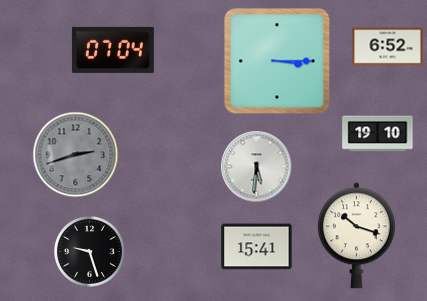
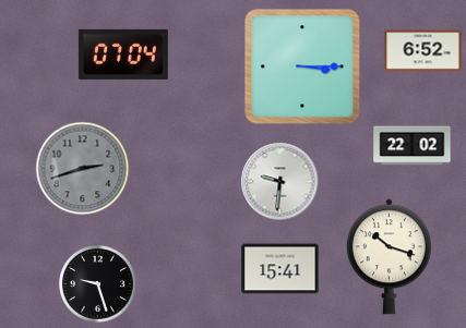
clock at (378, 134): 19:10 -> 22:02
clock at (257, 167): 5:31 -> 9:31
clock at (90, 252) position: (90, 252) -> (98, 284)
